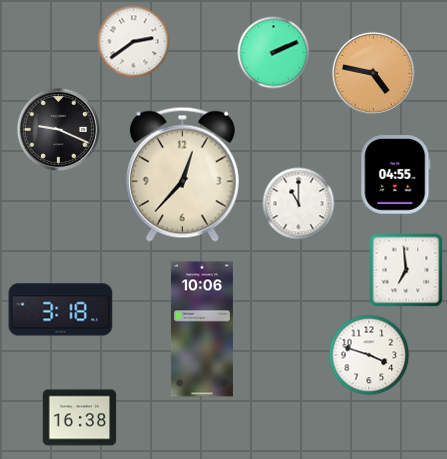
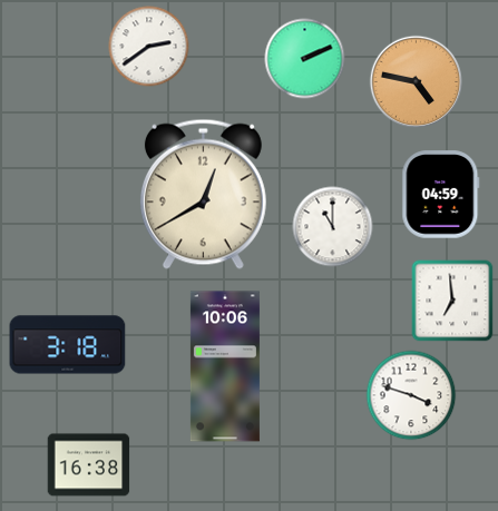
clock at (58, 129): 9:19 -> none
clock at (182, 174): 12:37 -> 12:40
clock at (396, 175): 04:55 -> 04:59
